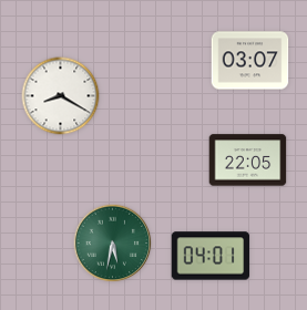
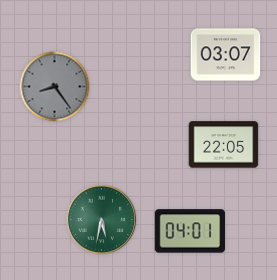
clock at (61, 96): 8:20 -> 8:24
clock at (61, 96) dial: white -> grey
